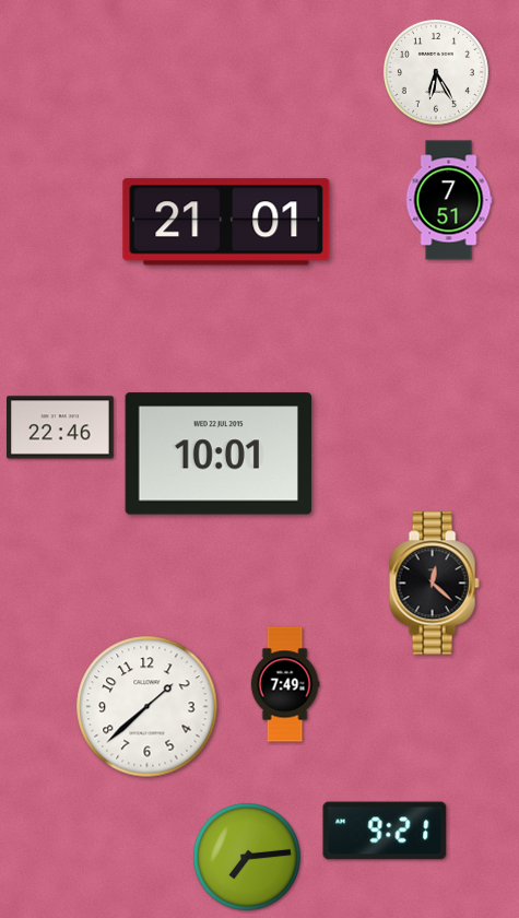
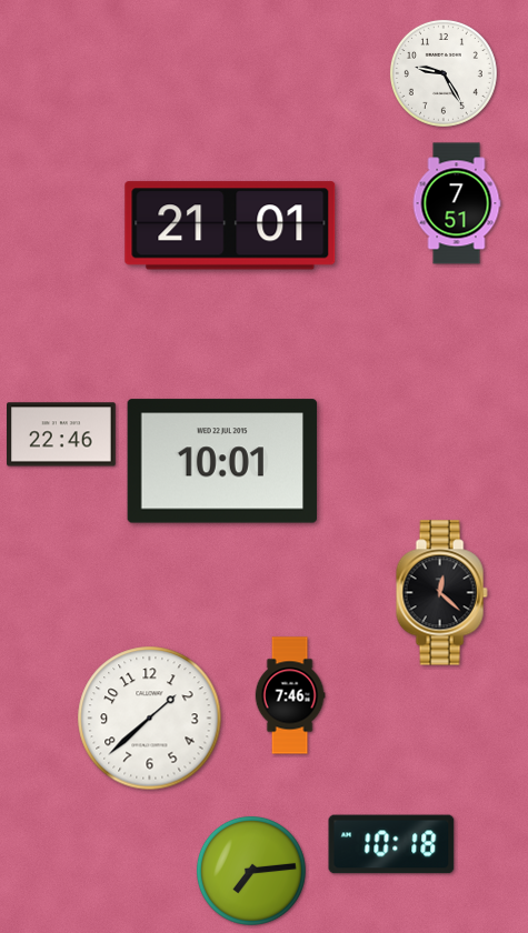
clock at (436, 72): 6:25 -> 9:25
clock at (285, 684): 7:49 -> 7:46
clock at (385, 831): 9:21 -> 10:18
